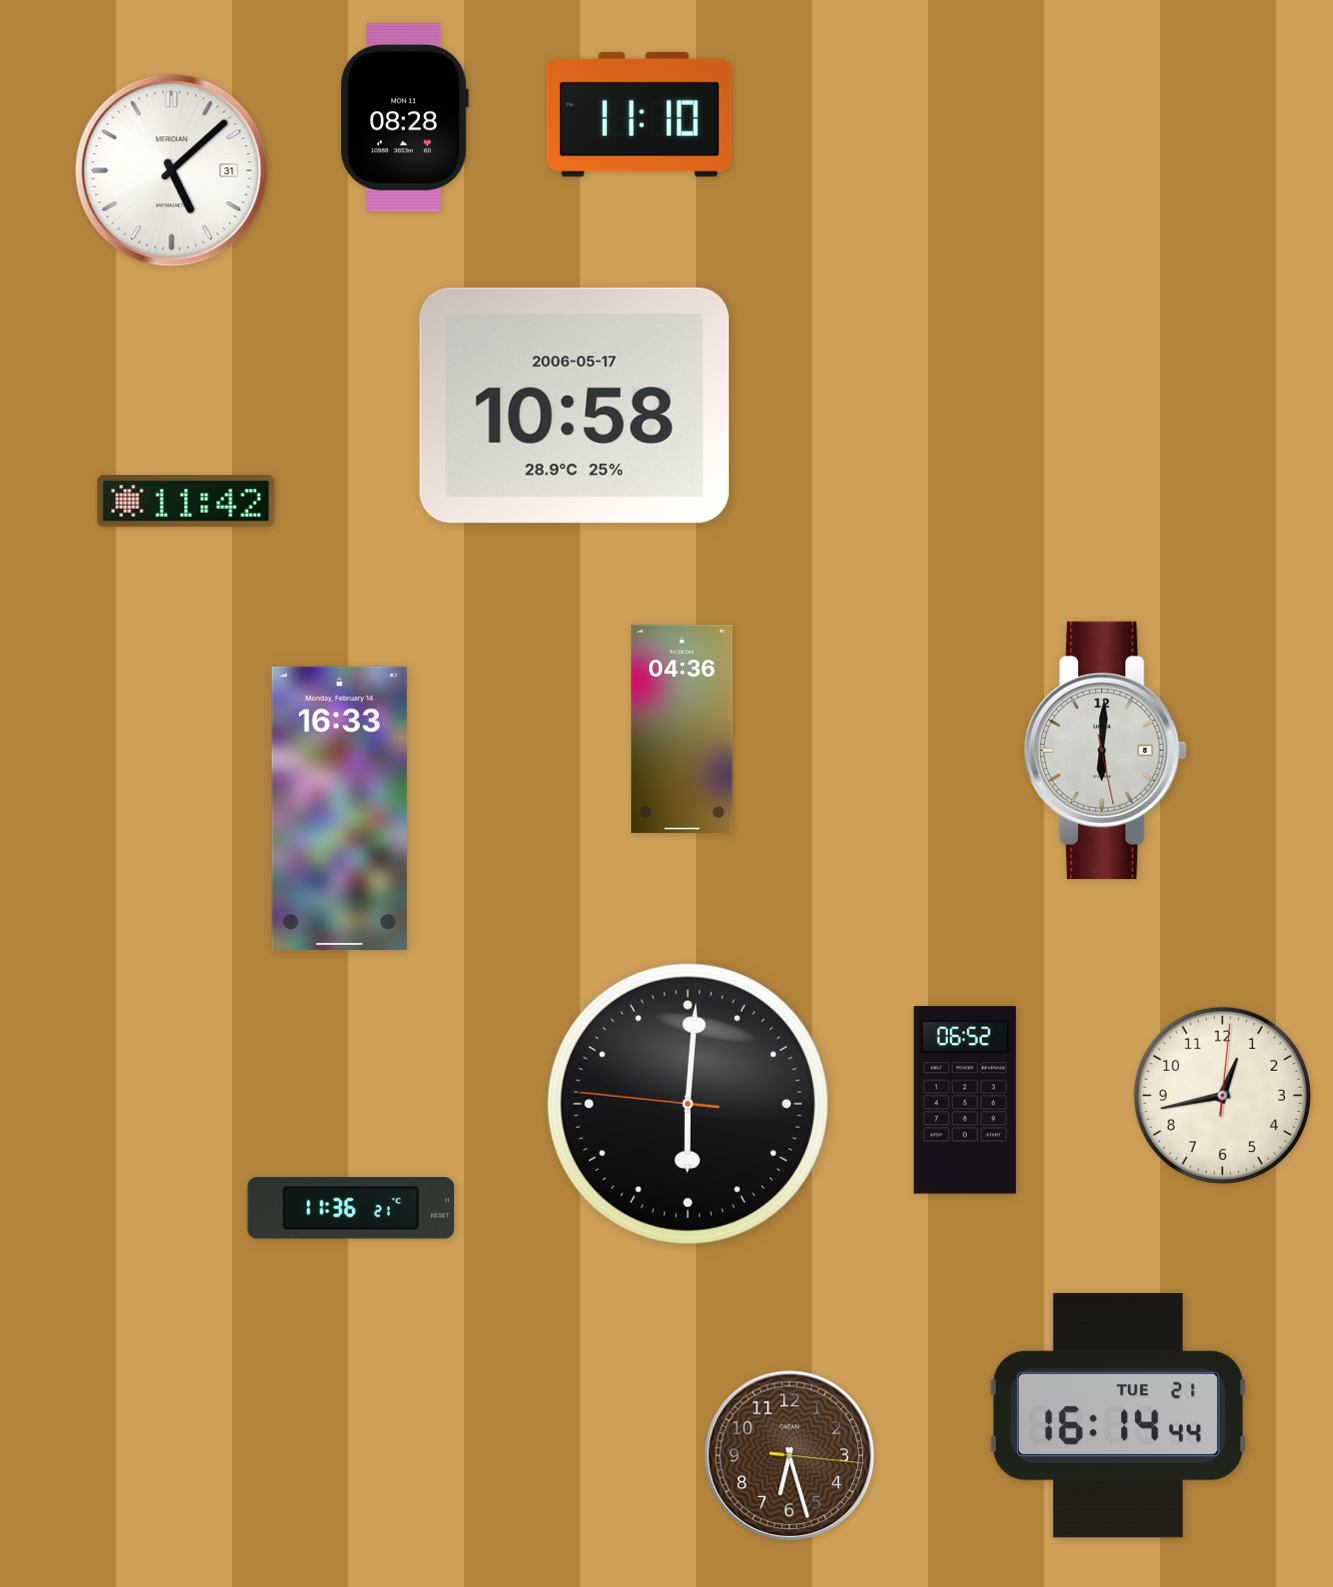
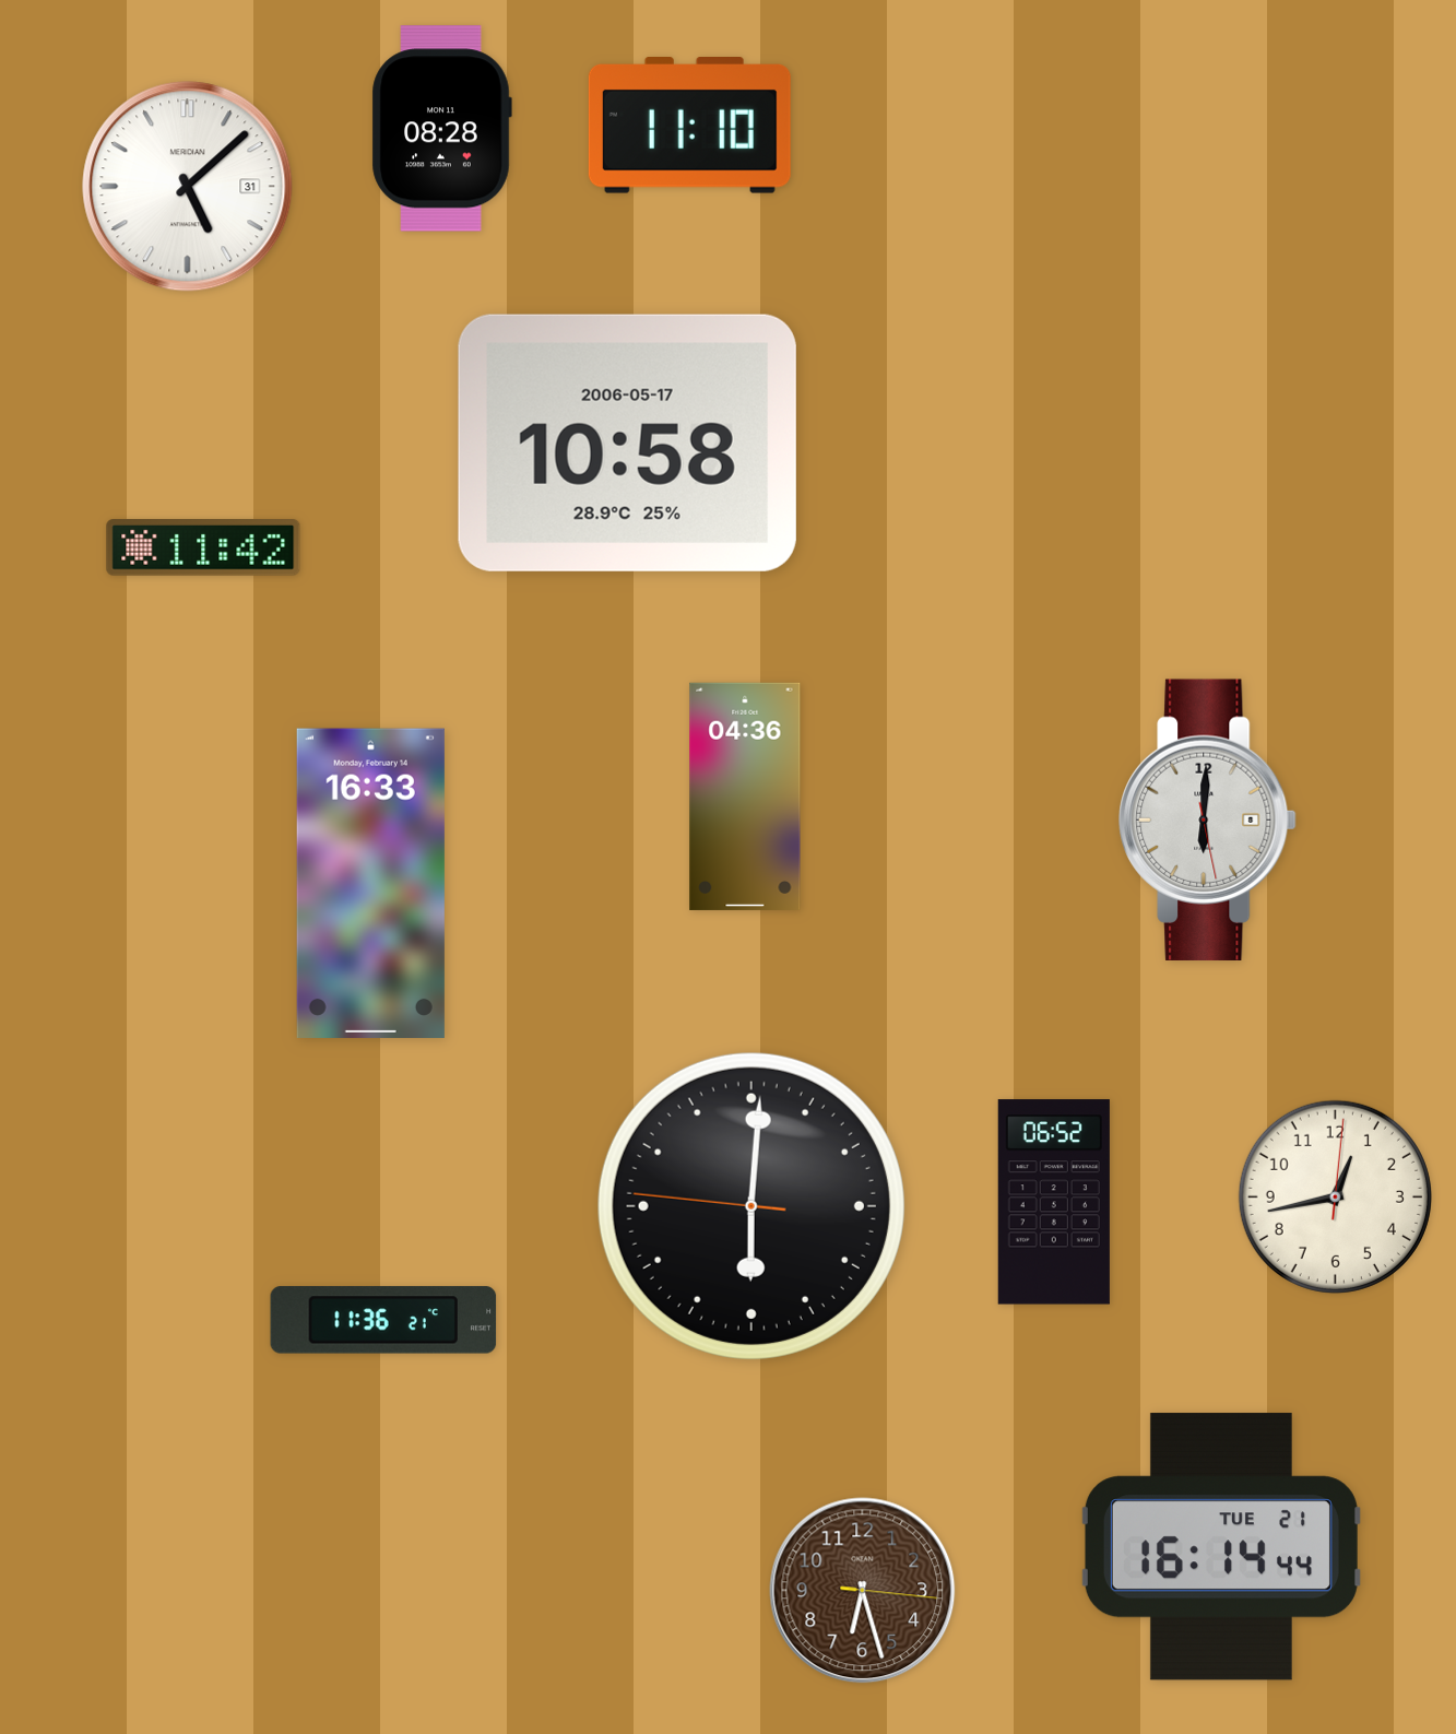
clock at (639, 115) position: (639, 115) -> (689, 126)
